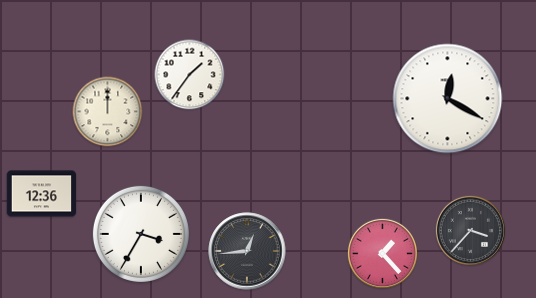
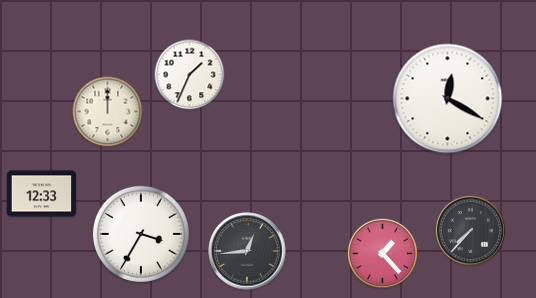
clock at (190, 75): 1:36 -> 1:34
clock at (42, 194): 12:36 -> 12:33
clock at (470, 230): 3:37 -> 7:37
